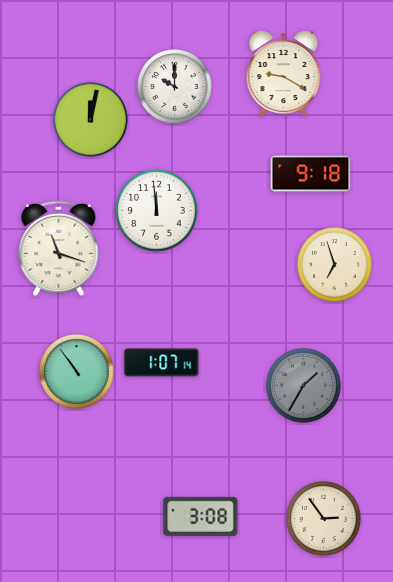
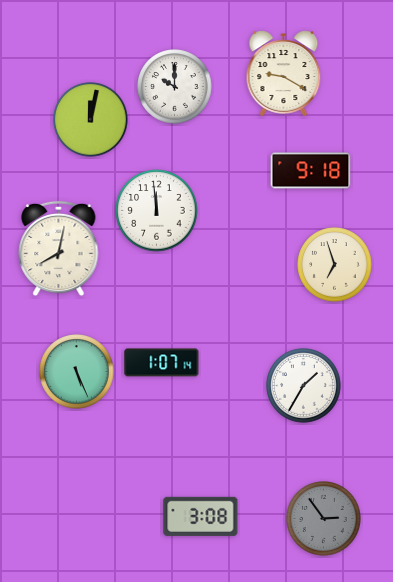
clock at (311, 174) position: (311, 174) -> (311, 171)
clock at (59, 249): 11:18 -> 8:02
clock at (77, 372): 10:54 -> 5:26
clock at (304, 386) dial: grey -> white
clock at (324, 519) dial: cream -> grey
